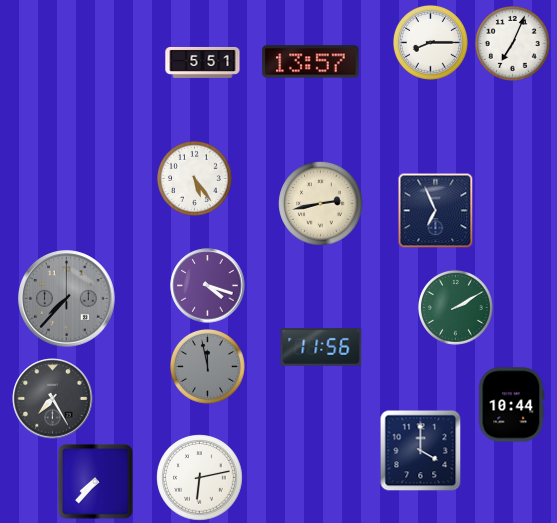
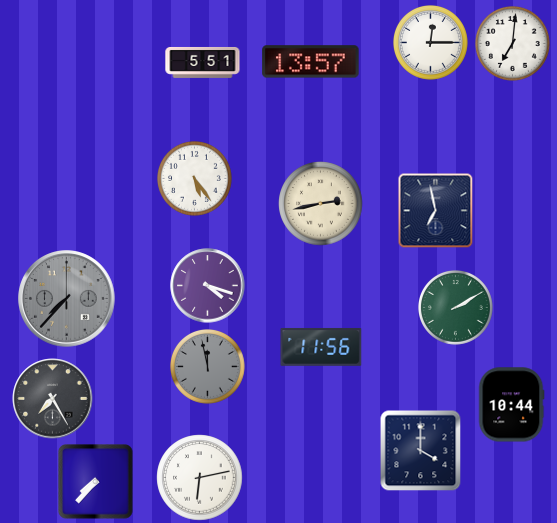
clock at (431, 43): 8:15 -> 12:15
clock at (513, 44): 7:04 -> 7:01
clock at (436, 211): 6:56 -> 6:58
